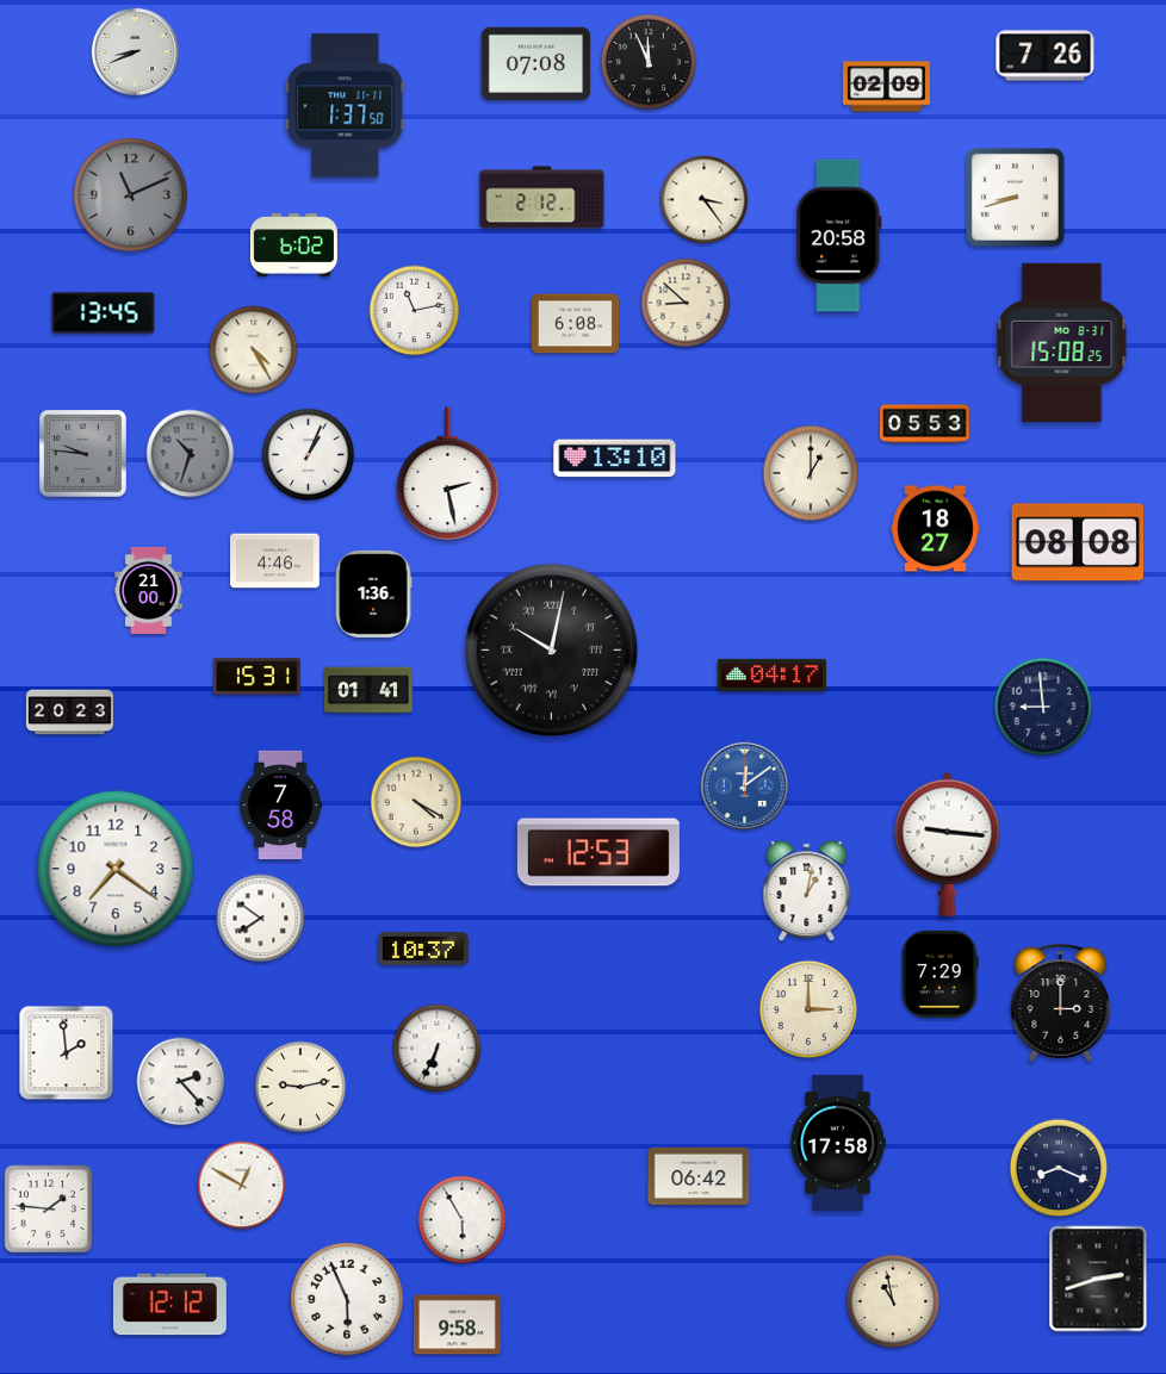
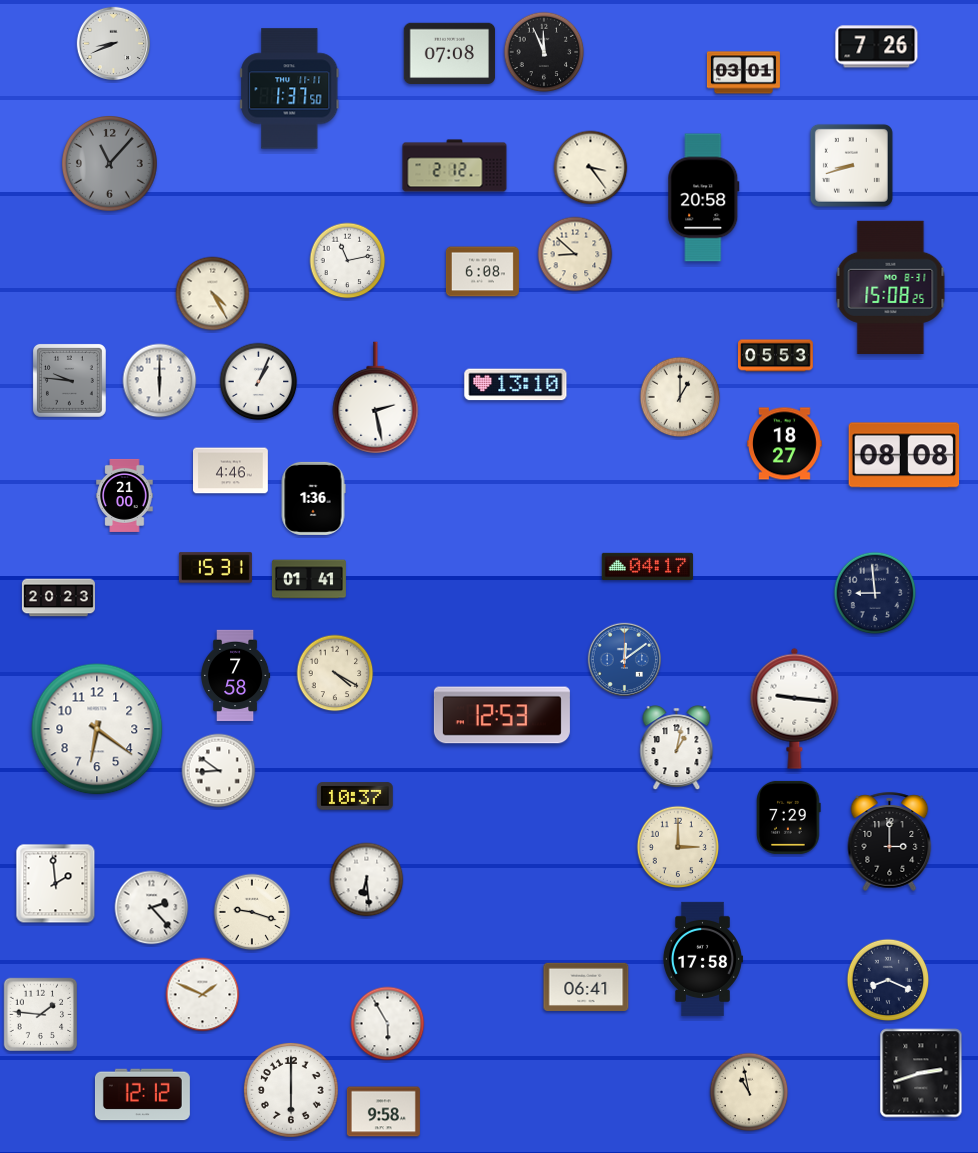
clock at (886, 87): 02:09 -> 03:01
clock at (131, 195): 11:11 -> 11:07
clock at (293, 245): 6:02 -> none
clock at (104, 313): 13:45 -> none
clock at (191, 454): 10:33 -> 6:00
clock at (191, 454) dial: grey -> white
clock at (551, 649): 10:02 -> none
clock at (416, 802) position: (416, 802) -> (335, 673)
clock at (116, 869): 7:21 -> 6:21
clock at (261, 919): 7:51 -> 8:51
clock at (438, 1049): 6:34 -> 6:29
clock at (300, 1087): 9:13 -> 9:18
clock at (699, 1176): 06:42 -> 06:41
clock at (242, 1186): 12:50 -> 1:49
clock at (348, 1300): 5:56 -> 6:00
